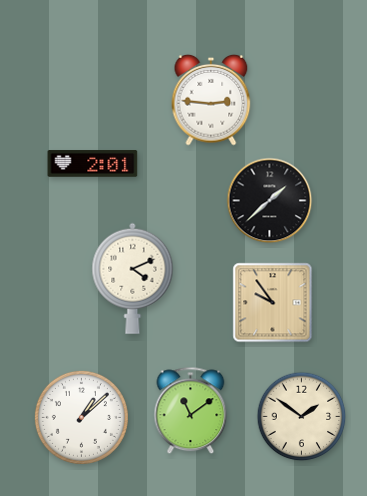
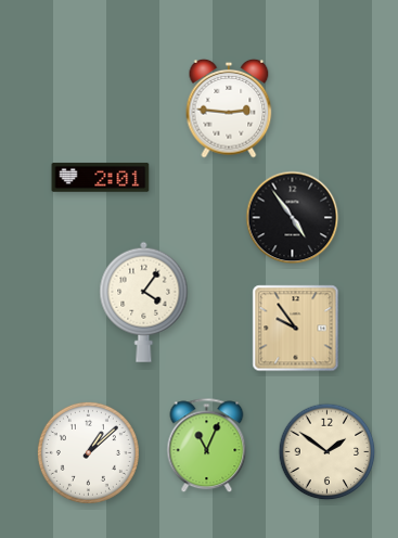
clock at (270, 201): 1:38 -> 4:54
clock at (133, 278): 4:11 -> 4:06
clock at (191, 411): 11:09 -> 11:04
